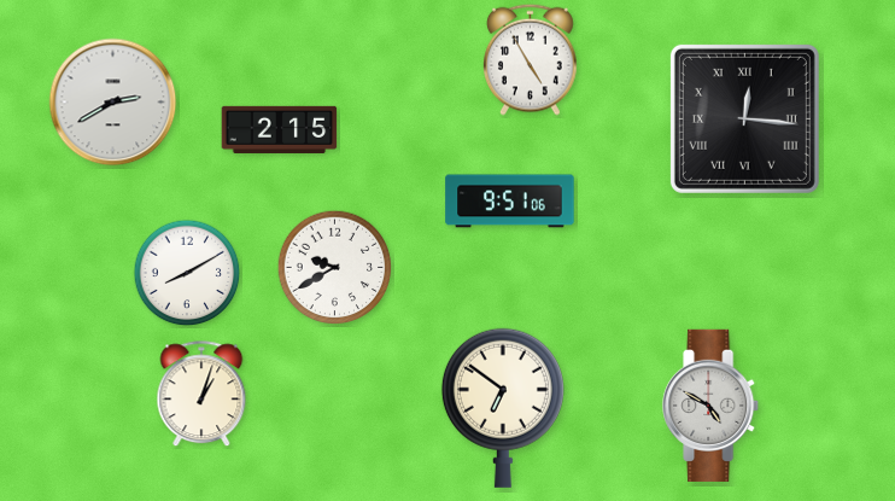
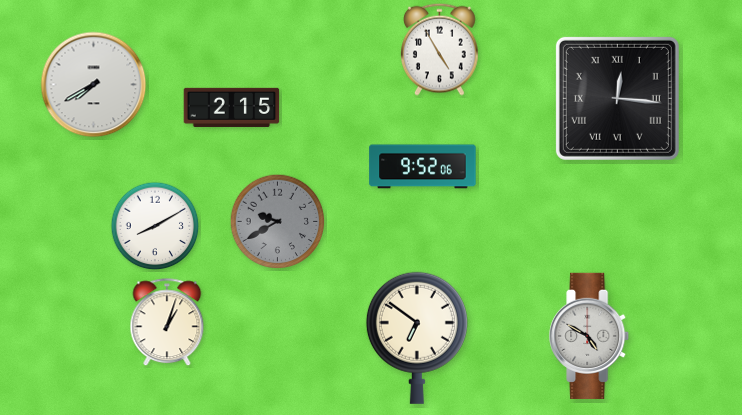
clock at (113, 103): 2:40 -> 7:40
clock at (510, 202): 9:51 -> 9:52
clock at (335, 268) dial: white -> grey
clock at (201, 395) position: (201, 395) -> (167, 323)
